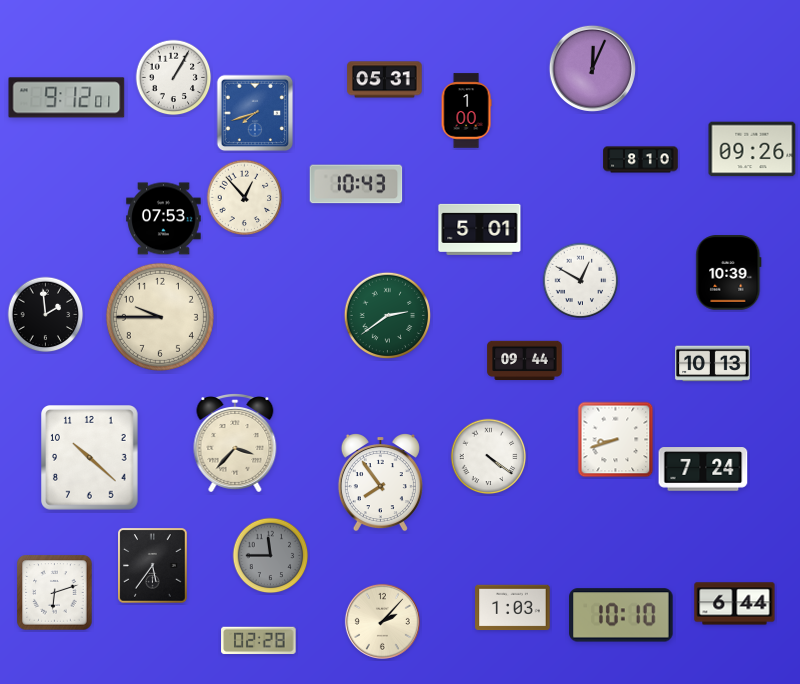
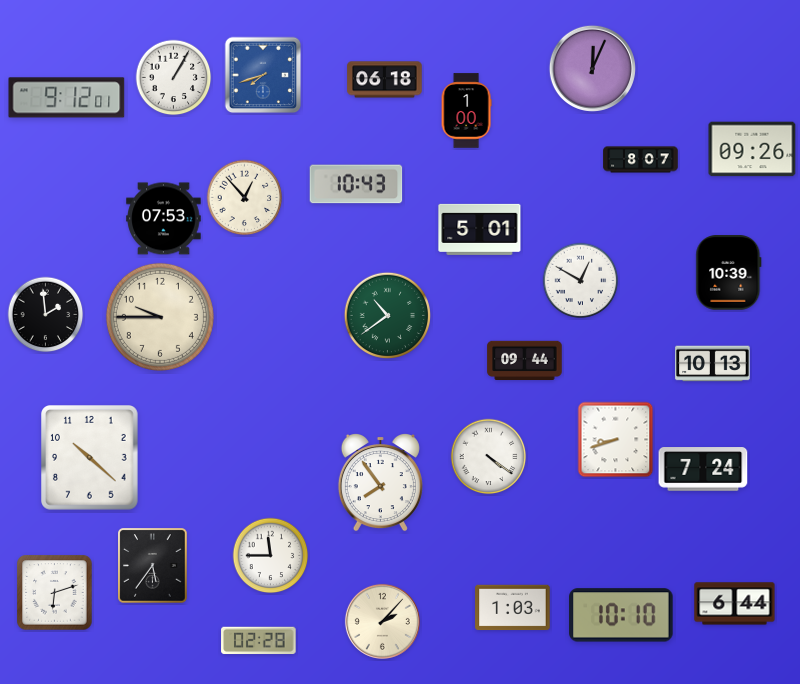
clock at (385, 80): 05:31 -> 06:18
clock at (255, 113) position: (255, 113) -> (263, 75)
clock at (641, 160): 8:10 -> 8:07
clock at (388, 316): 2:39 -> 10:39
clock at (235, 444): 3:37 -> none
clock at (271, 556) dial: grey -> white
